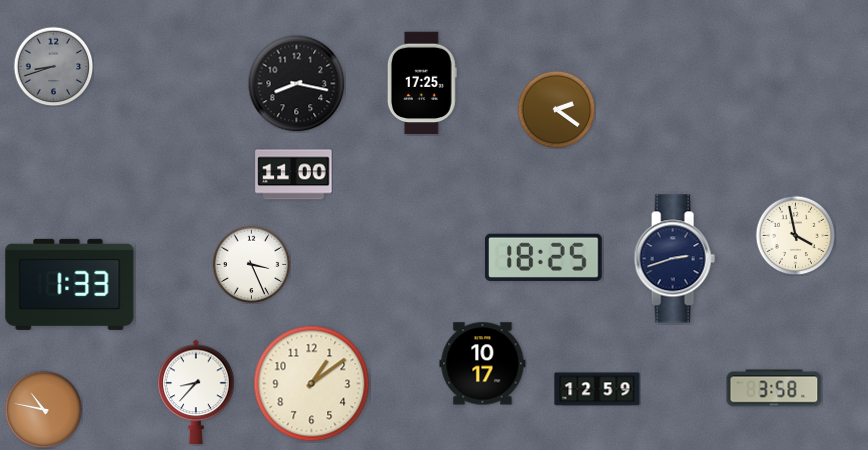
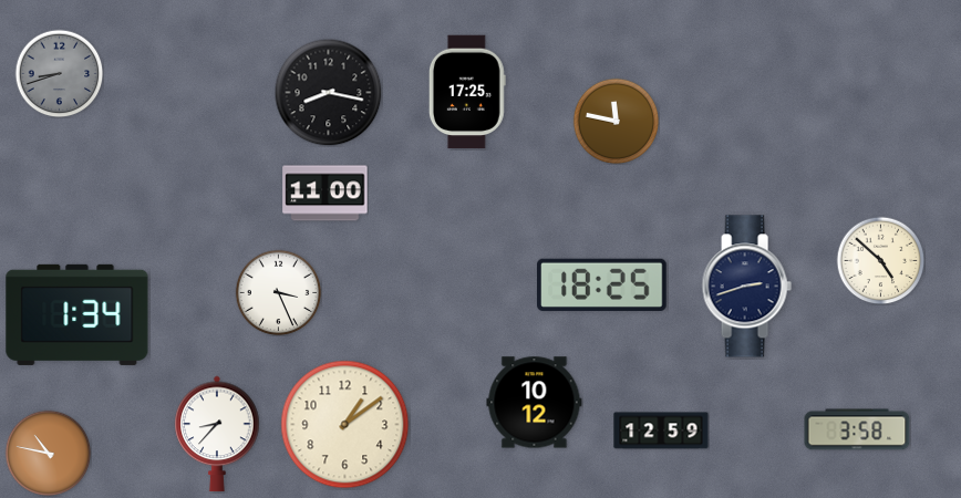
clock at (556, 109): 2:21 -> 11:47
clock at (795, 235): 3:58 -> 4:52
clock at (70, 284): 1:33 -> 1:34
clock at (483, 364): 10:17 -> 10:12
